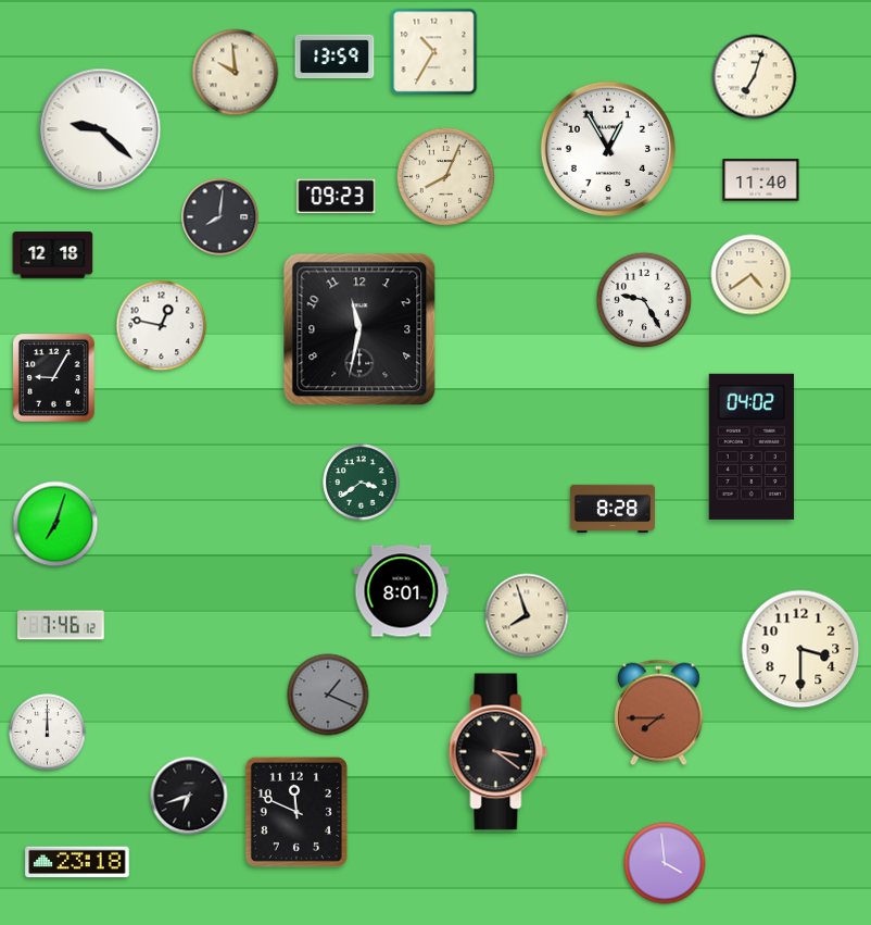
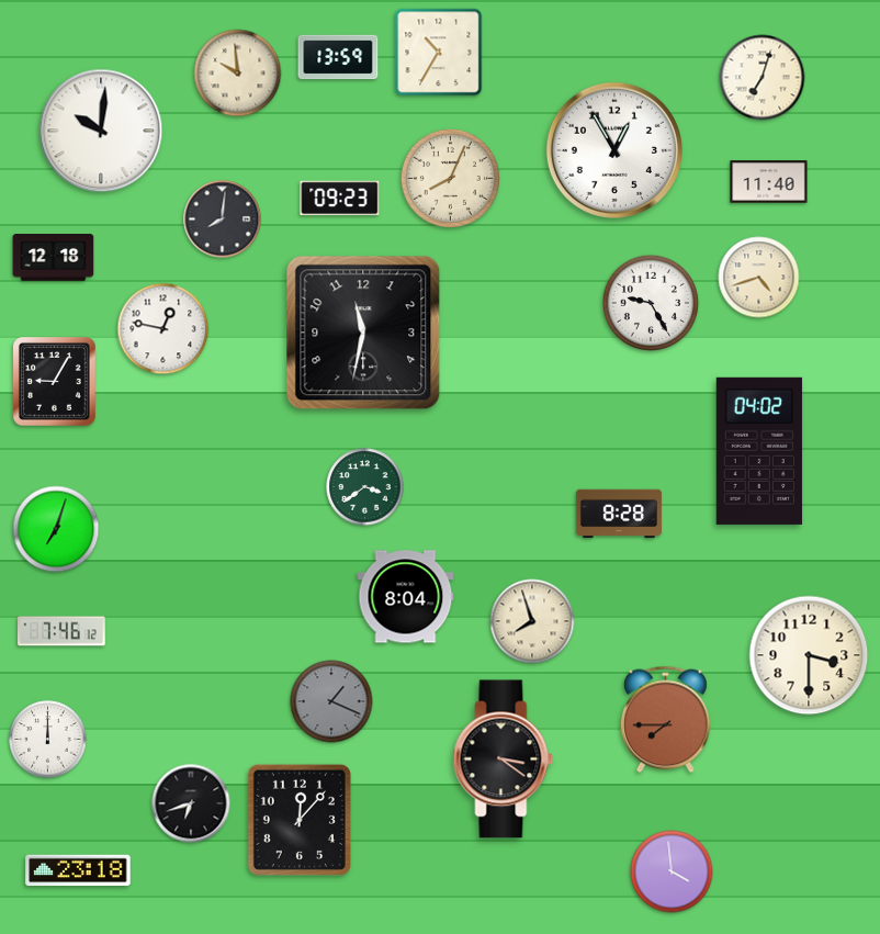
clock at (100, 129): 9:22 -> 10:01
clock at (752, 275): 4:39 -> 4:42
clock at (402, 591): 8:01 -> 8:04
clock at (296, 812): 11:49 -> 12:07
